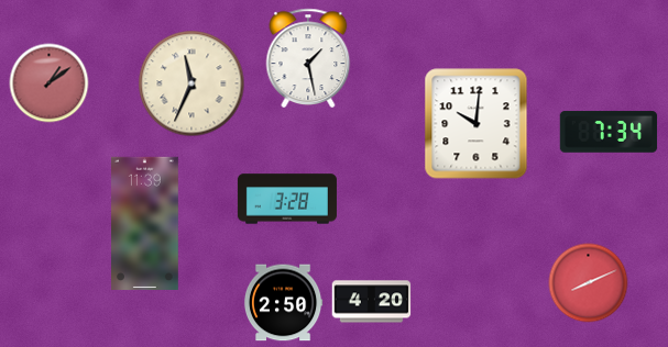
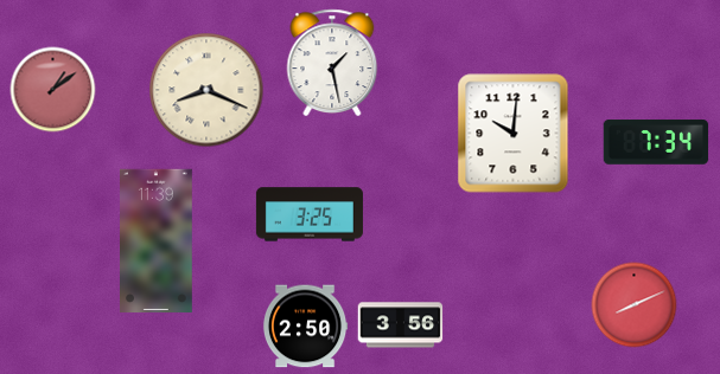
clock at (191, 83): 11:34 -> 8:19
clock at (287, 199): 3:28 -> 3:25
clock at (372, 302): 4:20 -> 3:56
